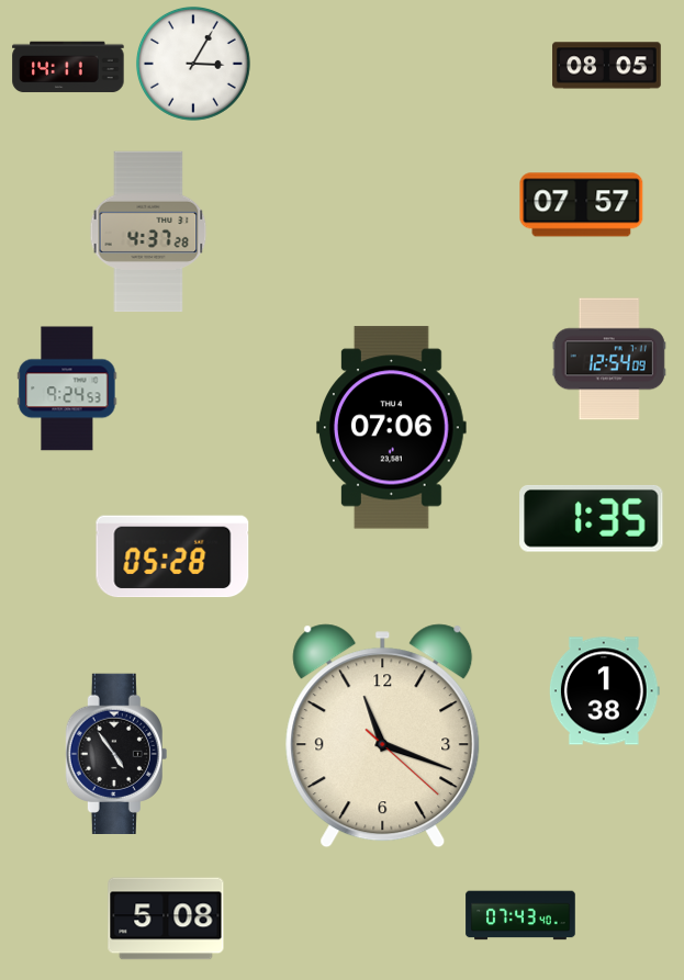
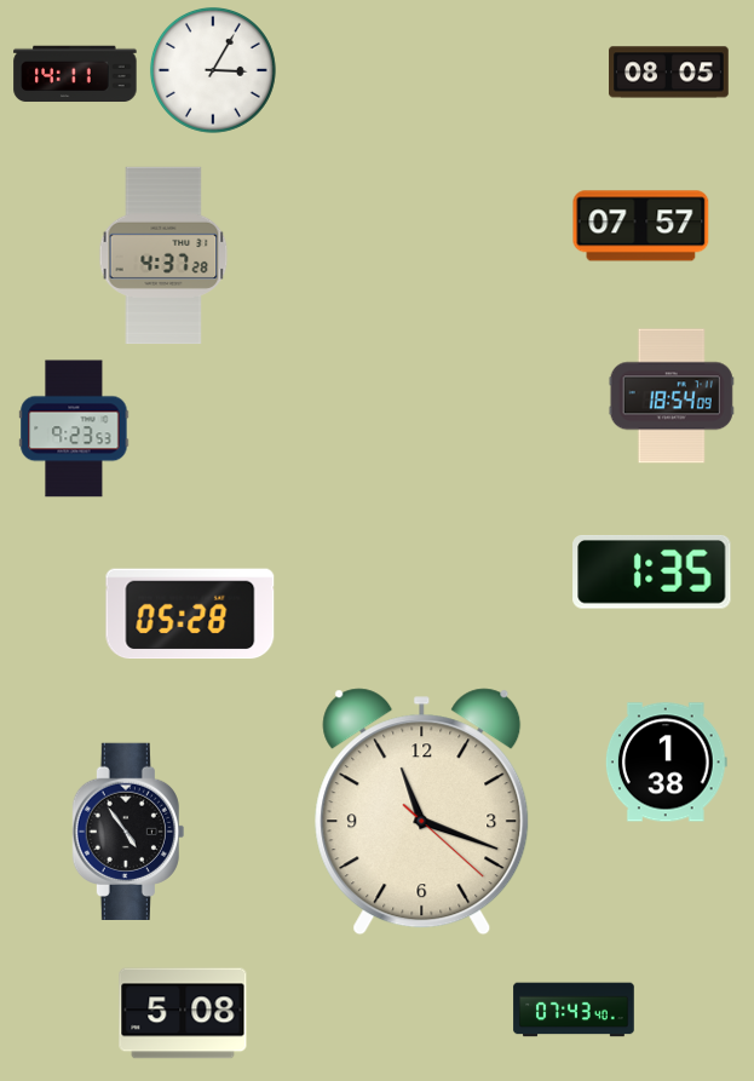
clock at (609, 359): 12:54 -> 18:54
clock at (67, 388): 9:24 -> 9:23
clock at (391, 428): 07:06 -> none
